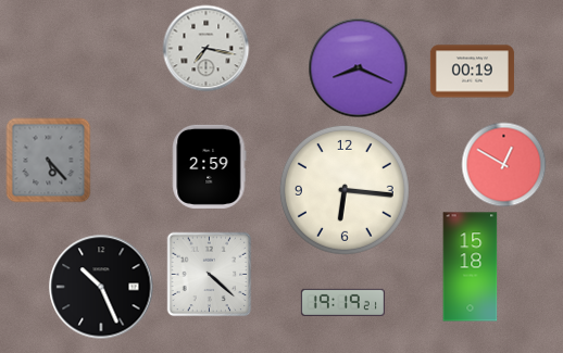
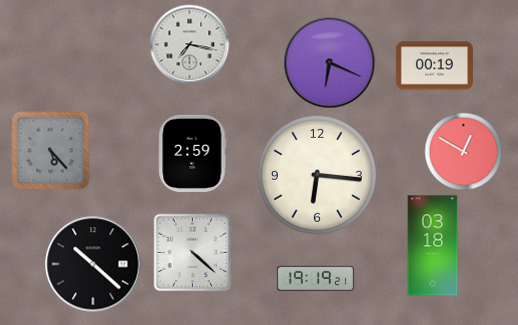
clock at (358, 67): 8:19 -> 6:19
clock at (48, 160) position: (48, 160) -> (50, 150)
clock at (471, 267): 15:18 -> 03:18
clock at (101, 287): 10:26 -> 10:22
